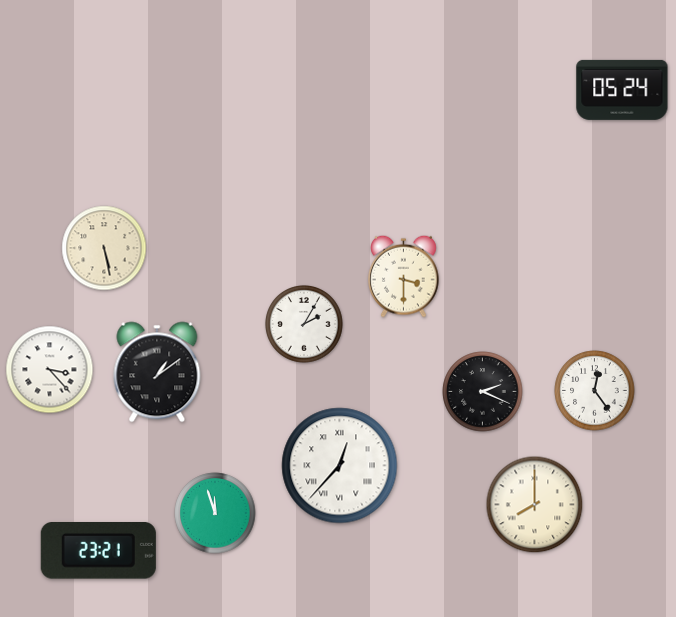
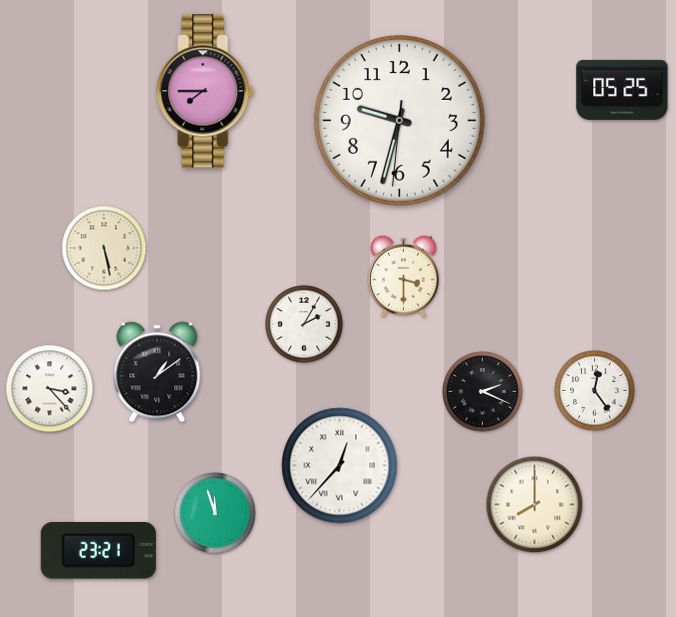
clock at (622, 90): 05:24 -> 05:25
clock at (205, 91): none -> 7:45
clock at (400, 121): none -> 9:32
clock at (50, 370) position: (50, 370) -> (50, 389)
